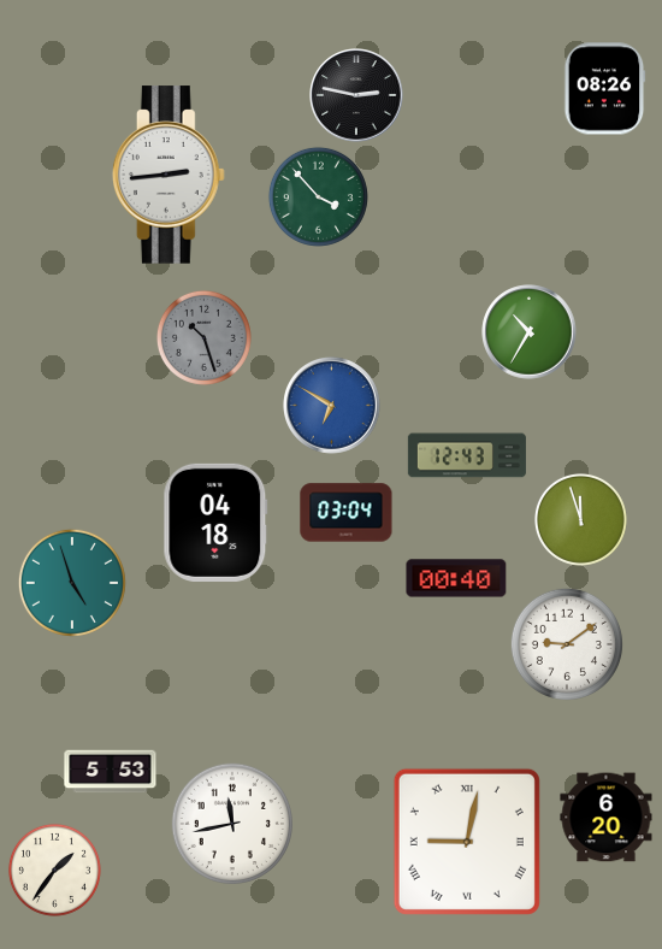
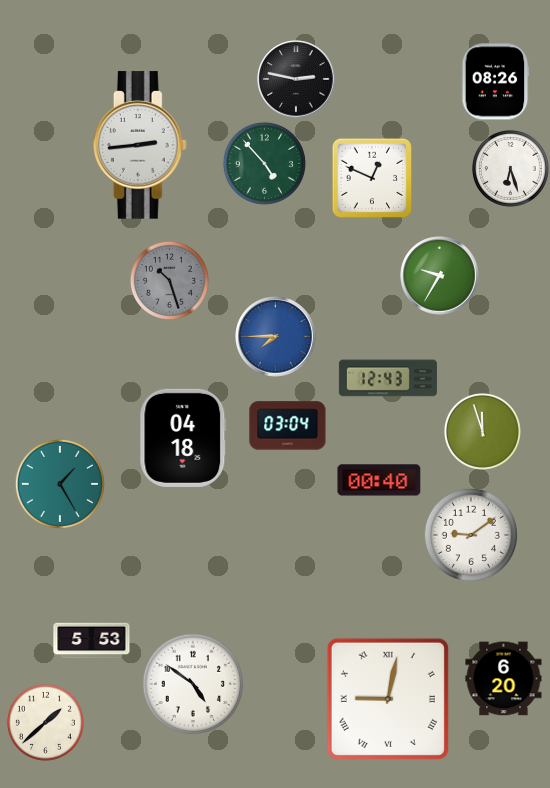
clock at (605, 89) position: (605, 89) -> (496, 82)
clock at (318, 196): 3:53 -> 4:53
clock at (510, 168): none -> 6:27
clock at (372, 178): none -> 12:49
clock at (530, 332): 10:35 -> 9:35
clock at (332, 406): 6:50 -> 7:45
clock at (215, 523) position: (215, 523) -> (183, 438)
clock at (72, 583): 4:57 -> 1:25
clock at (231, 823): 11:43 -> 4:51
clock at (54, 870): 1:36 -> 1:38
